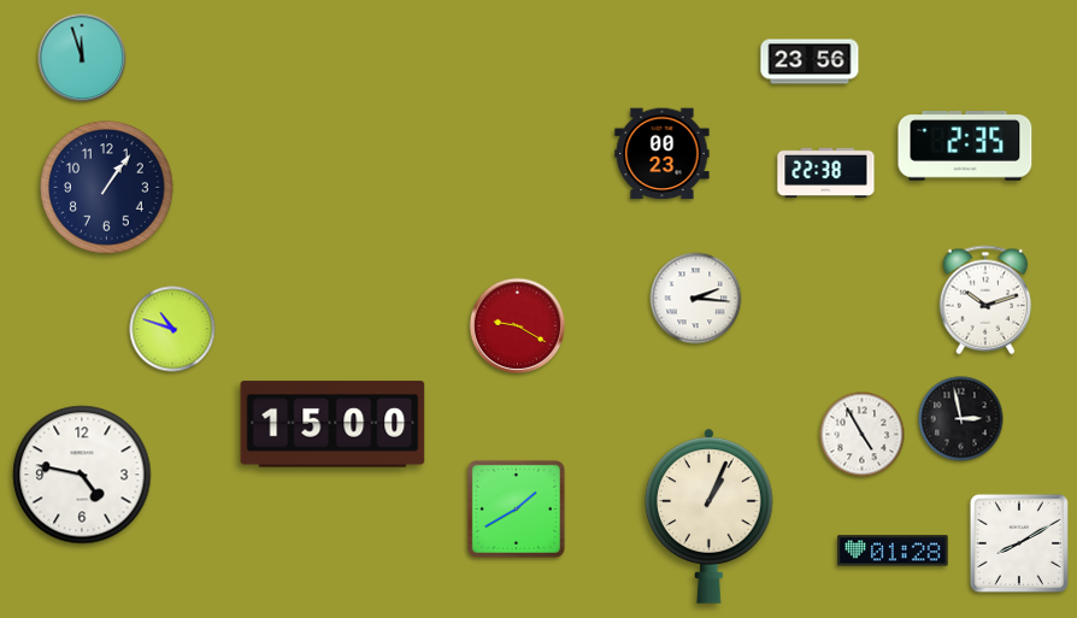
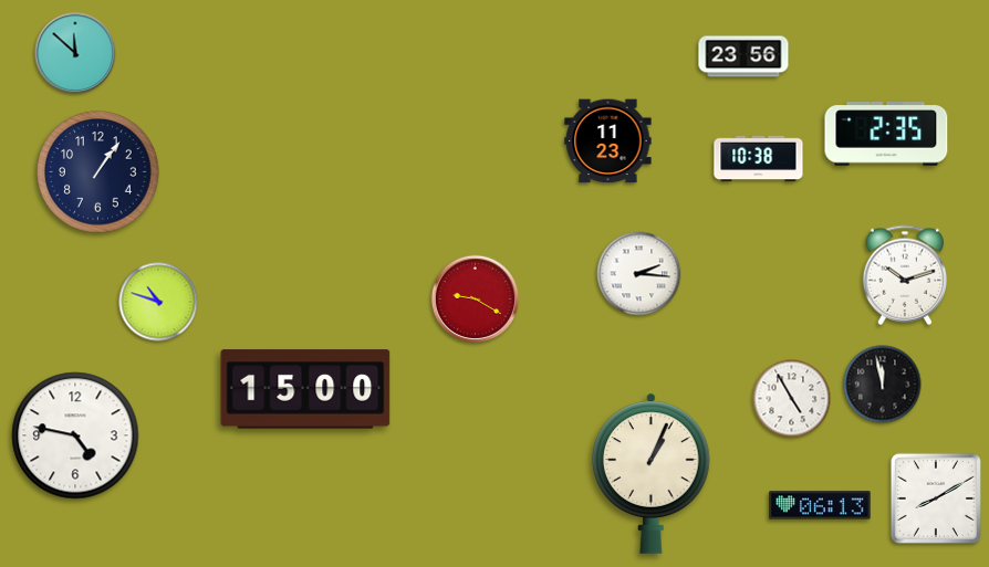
clock at (82, 58): 11:57 -> 11:52
clock at (663, 154): 00:23 -> 11:23
clock at (826, 173): 22:38 -> 10:38
clock at (961, 419): 2:58 -> 11:58
clock at (516, 508): 1:40 -> none
clock at (893, 551): 01:28 -> 06:13
